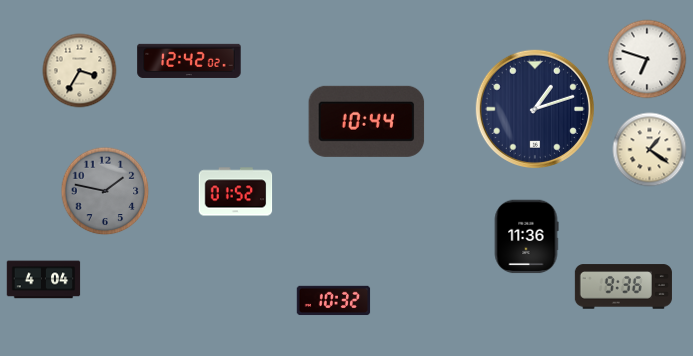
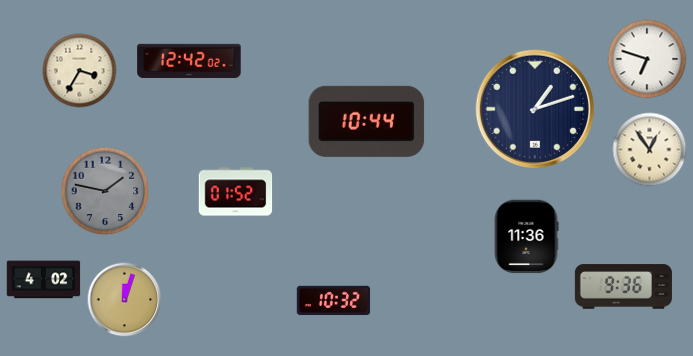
clock at (650, 150): 1:21 -> 12:54
clock at (44, 280): 4:04 -> 4:02
clock at (125, 300): none -> 12:03
